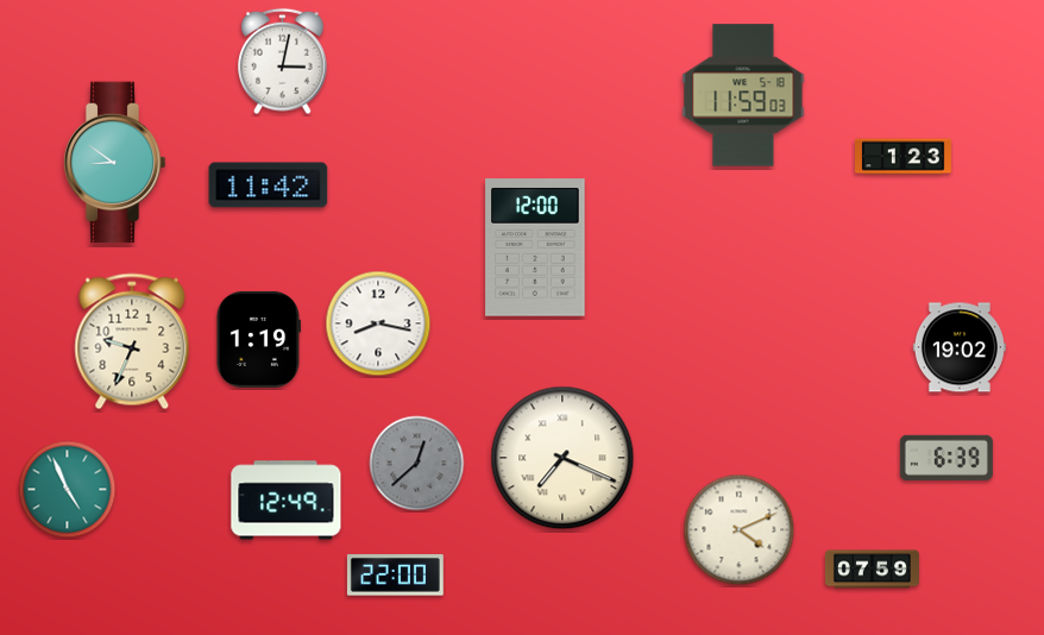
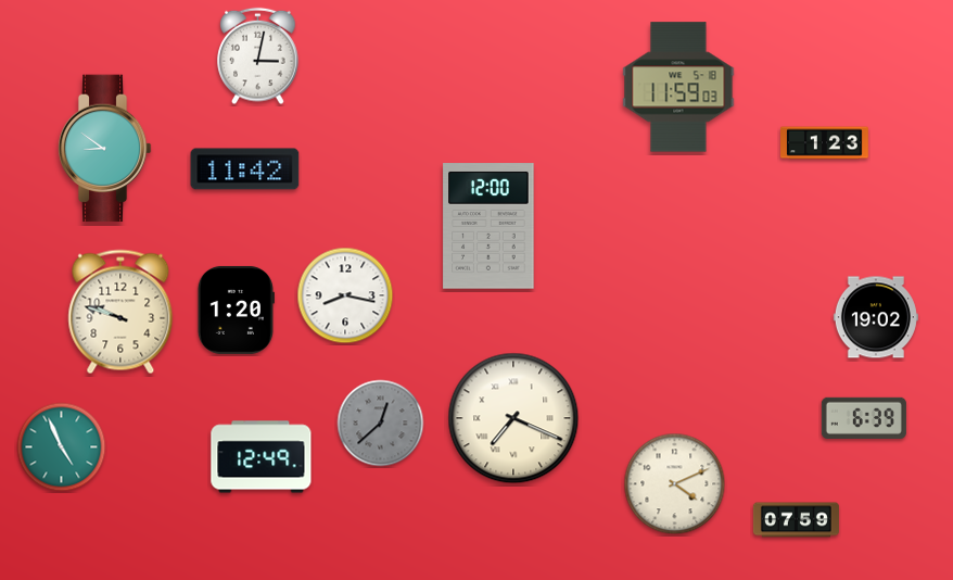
clock at (258, 339): 1:19 -> 1:20
clock at (132, 341): 9:34 -> 9:48
clock at (395, 576): 22:00 -> none
